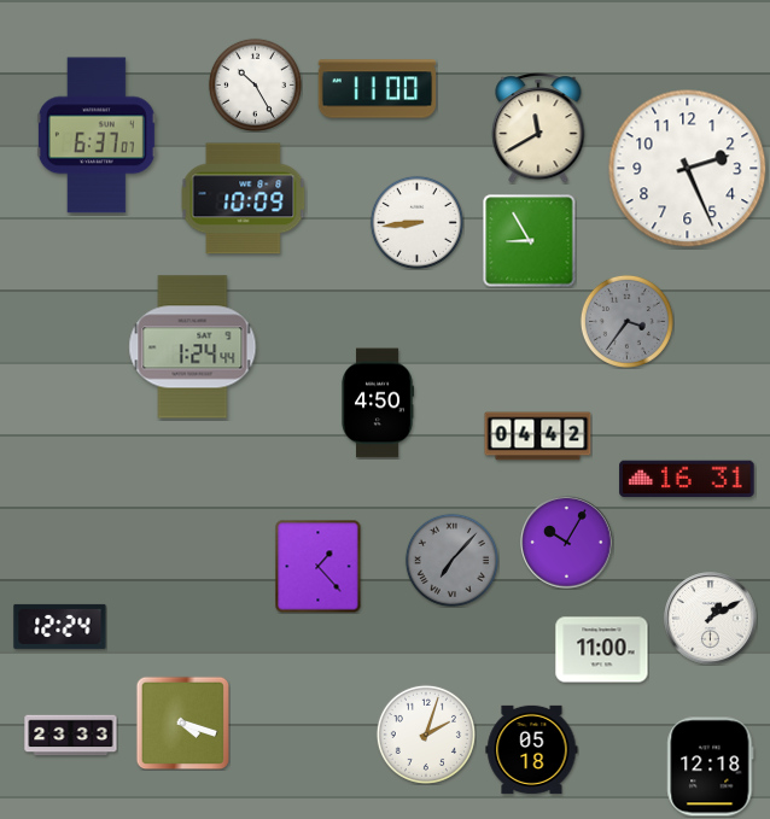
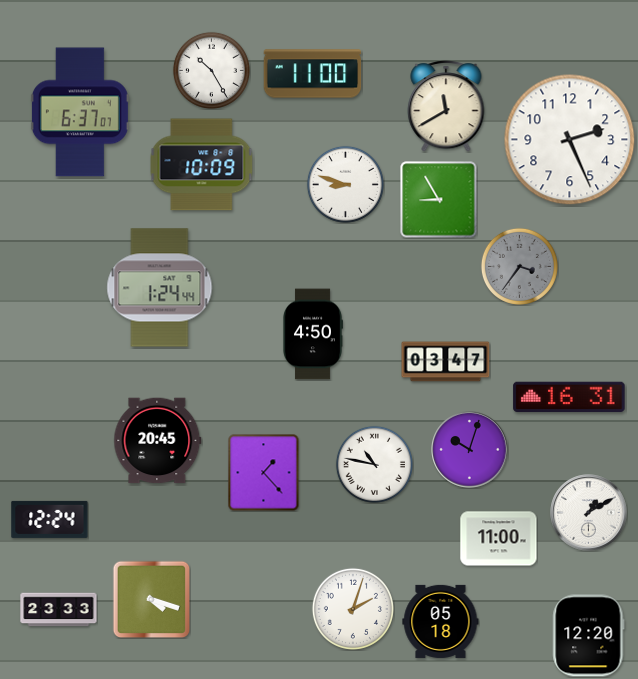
clock at (416, 222): 8:44 -> 8:48
clock at (538, 437): 04:42 -> 03:47
clock at (158, 441): none -> 20:45
clock at (567, 543): 10:05 -> 10:03
clock at (451, 560): 7:07 -> 10:47
clock at (451, 560) dial: grey -> white
clock at (319, 566) position: (319, 566) -> (264, 472)
clock at (711, 767): 12:18 -> 12:20
